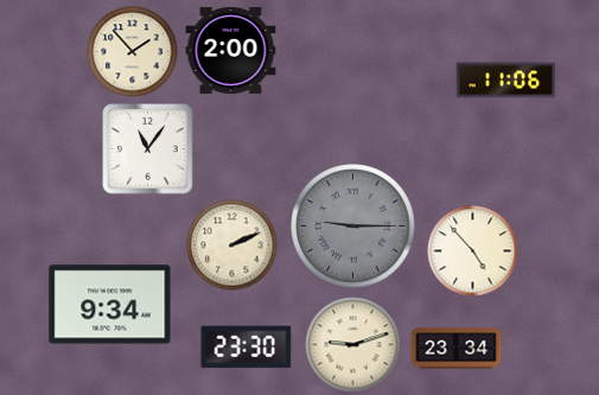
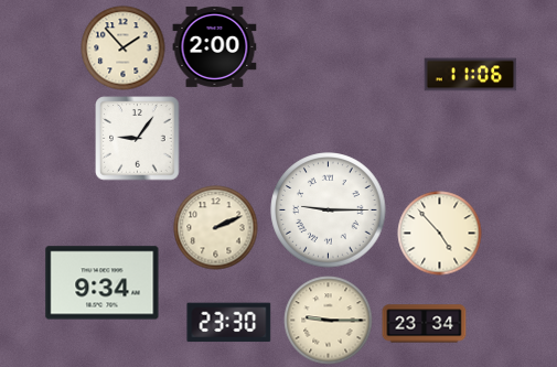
clock at (148, 149): 11:06 -> 9:06
clock at (353, 227) dial: grey -> white
clock at (353, 345): 9:12 -> 9:15
